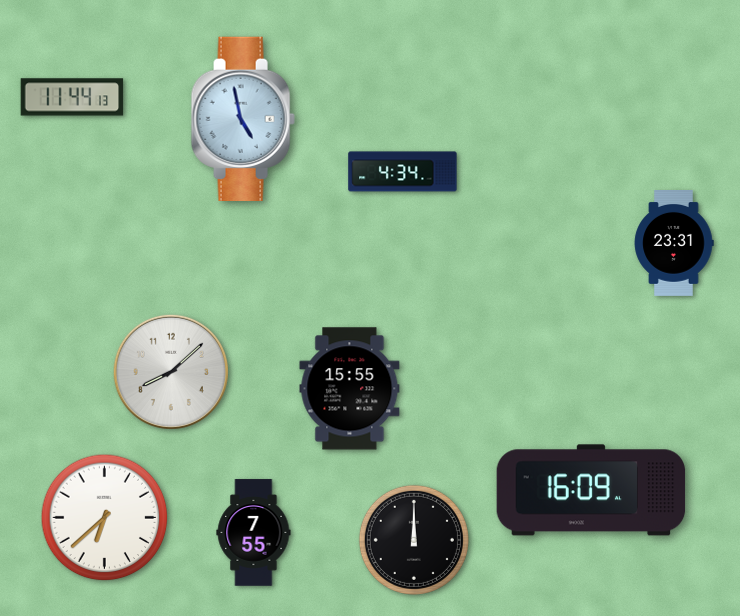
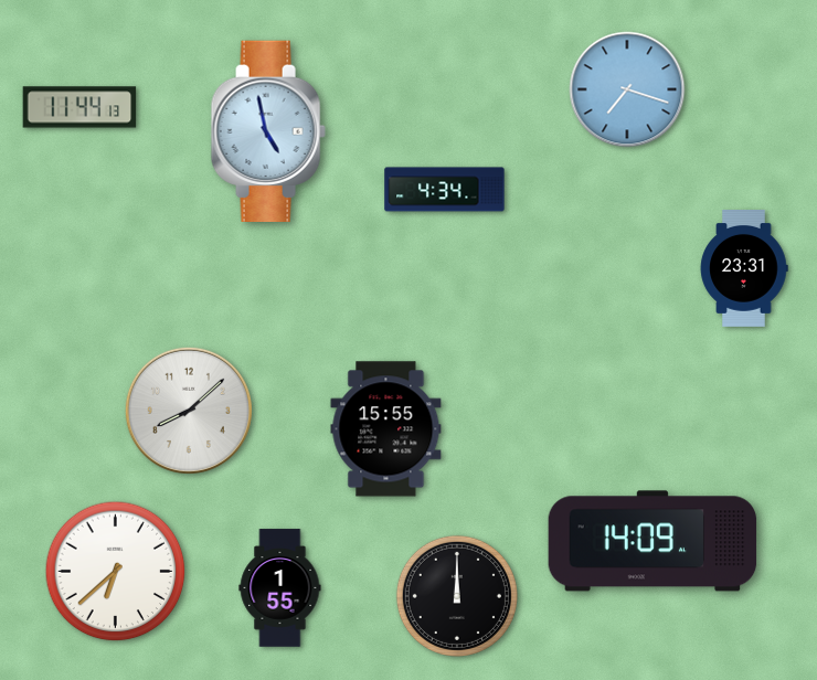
clock at (627, 89): none -> 7:18
clock at (591, 490): 16:09 -> 14:09
clock at (254, 533): 7:55 -> 1:55
